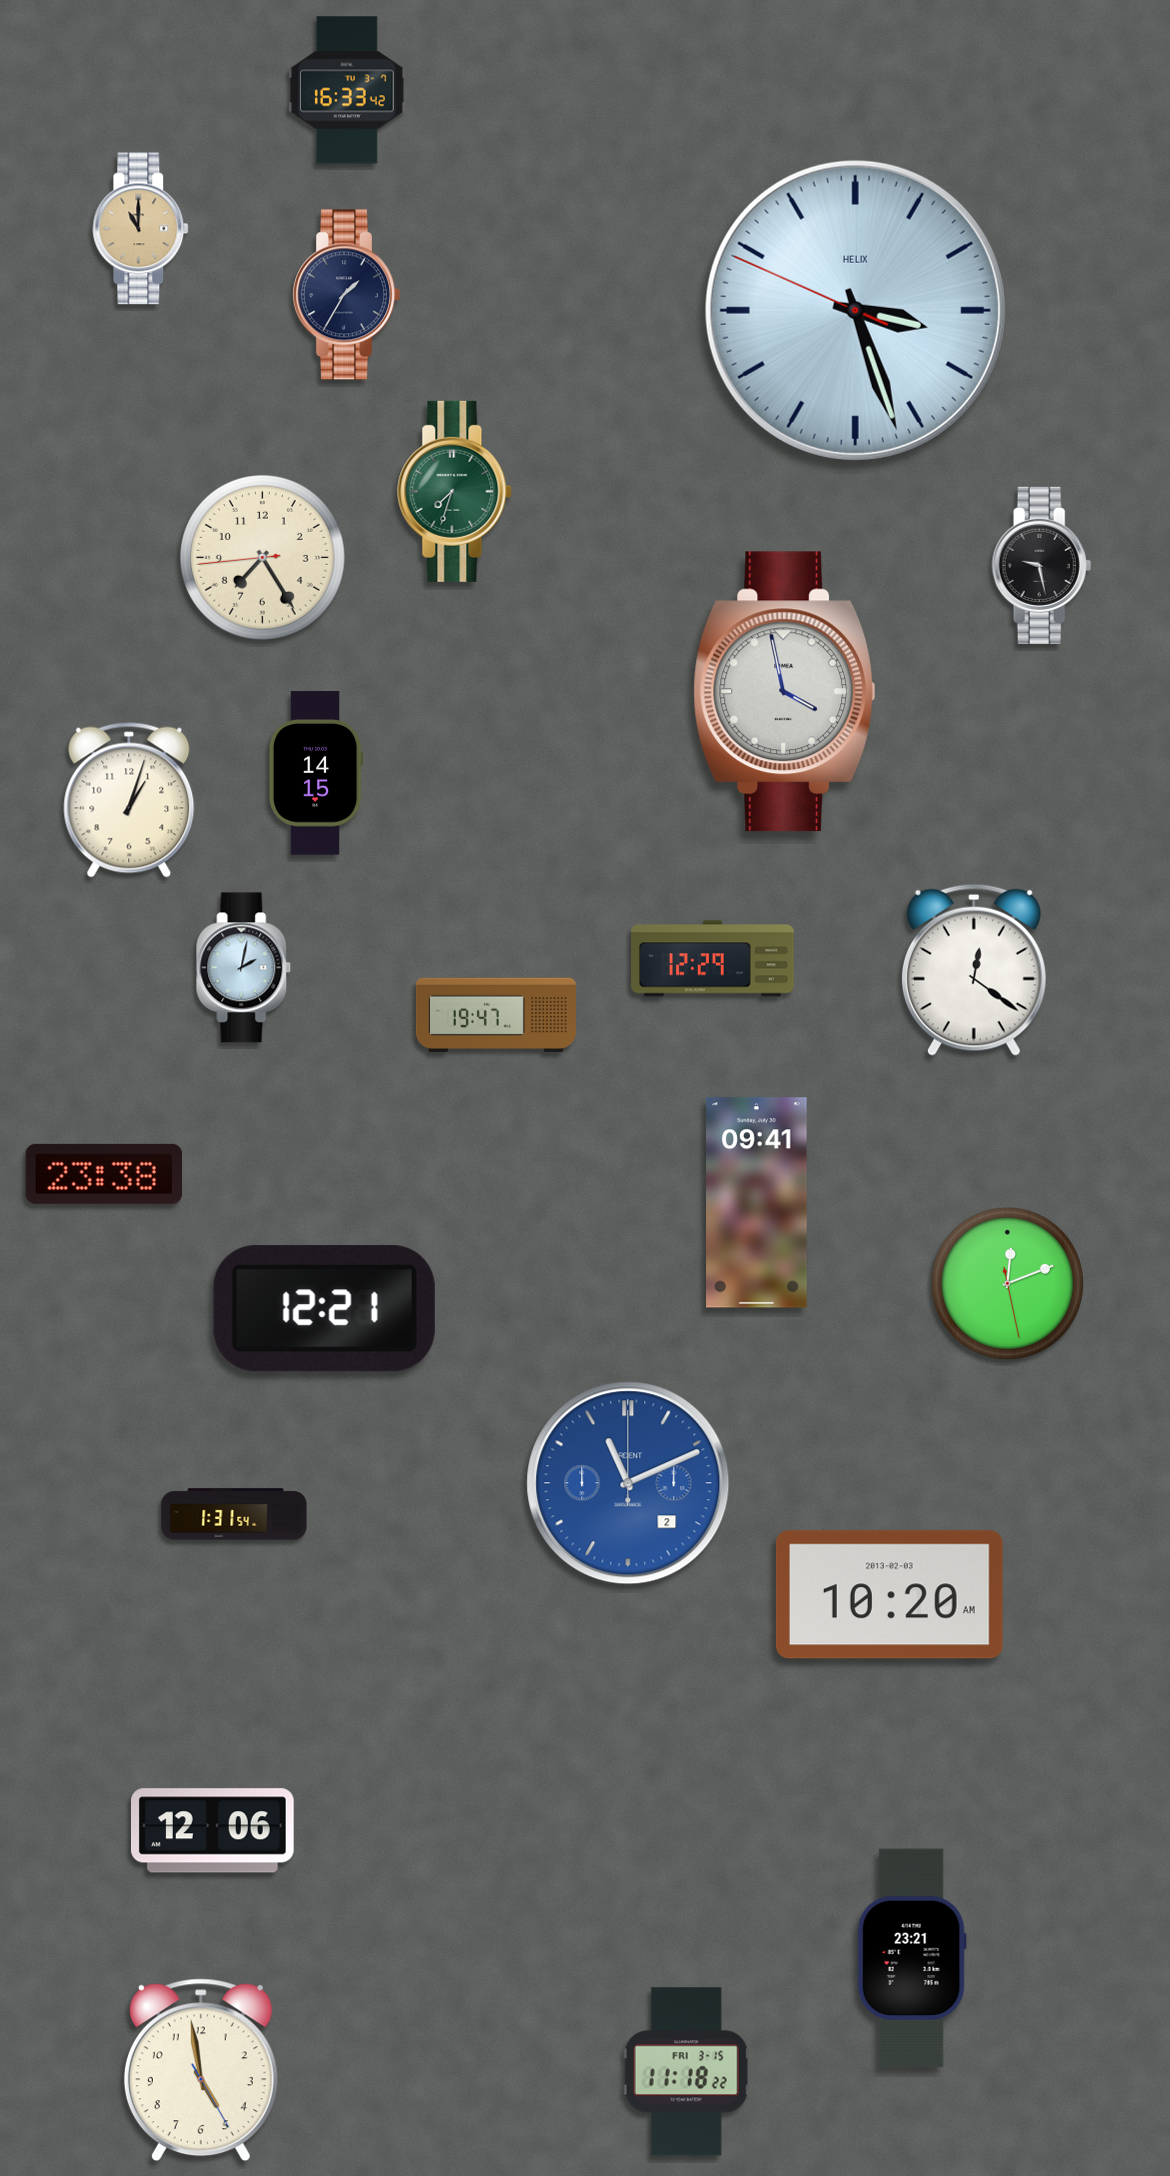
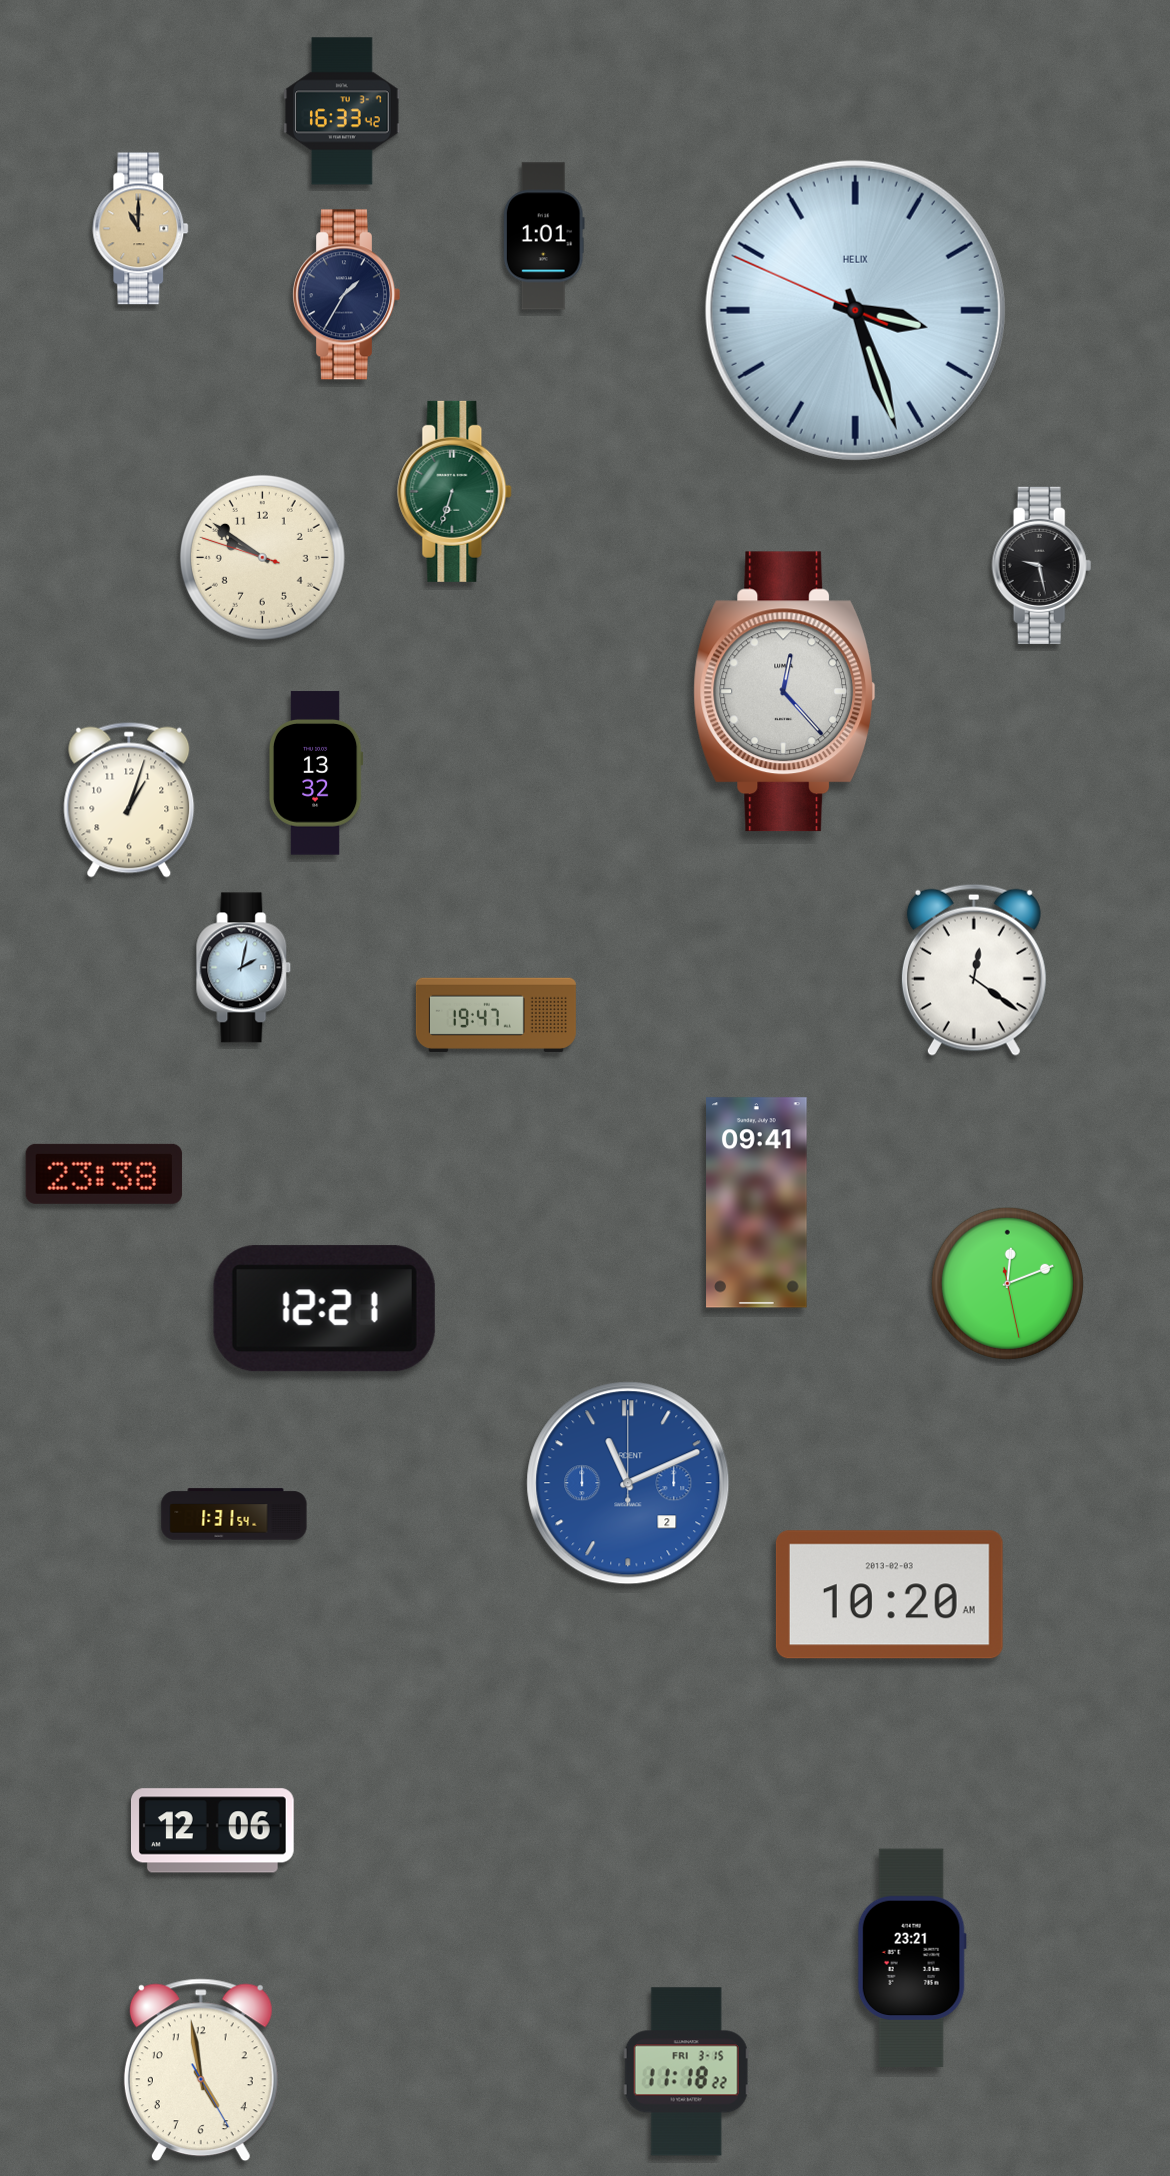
clock at (347, 90) position: (347, 90) -> (342, 111)
clock at (544, 236): none -> 1:01
clock at (455, 491): 7:33 -> 6:33
clock at (262, 557): 7:24 -> 9:50
clock at (785, 692): 3:58 -> 12:23
clock at (316, 773): 14:15 -> 13:32
clock at (713, 959): 12:29 -> none
